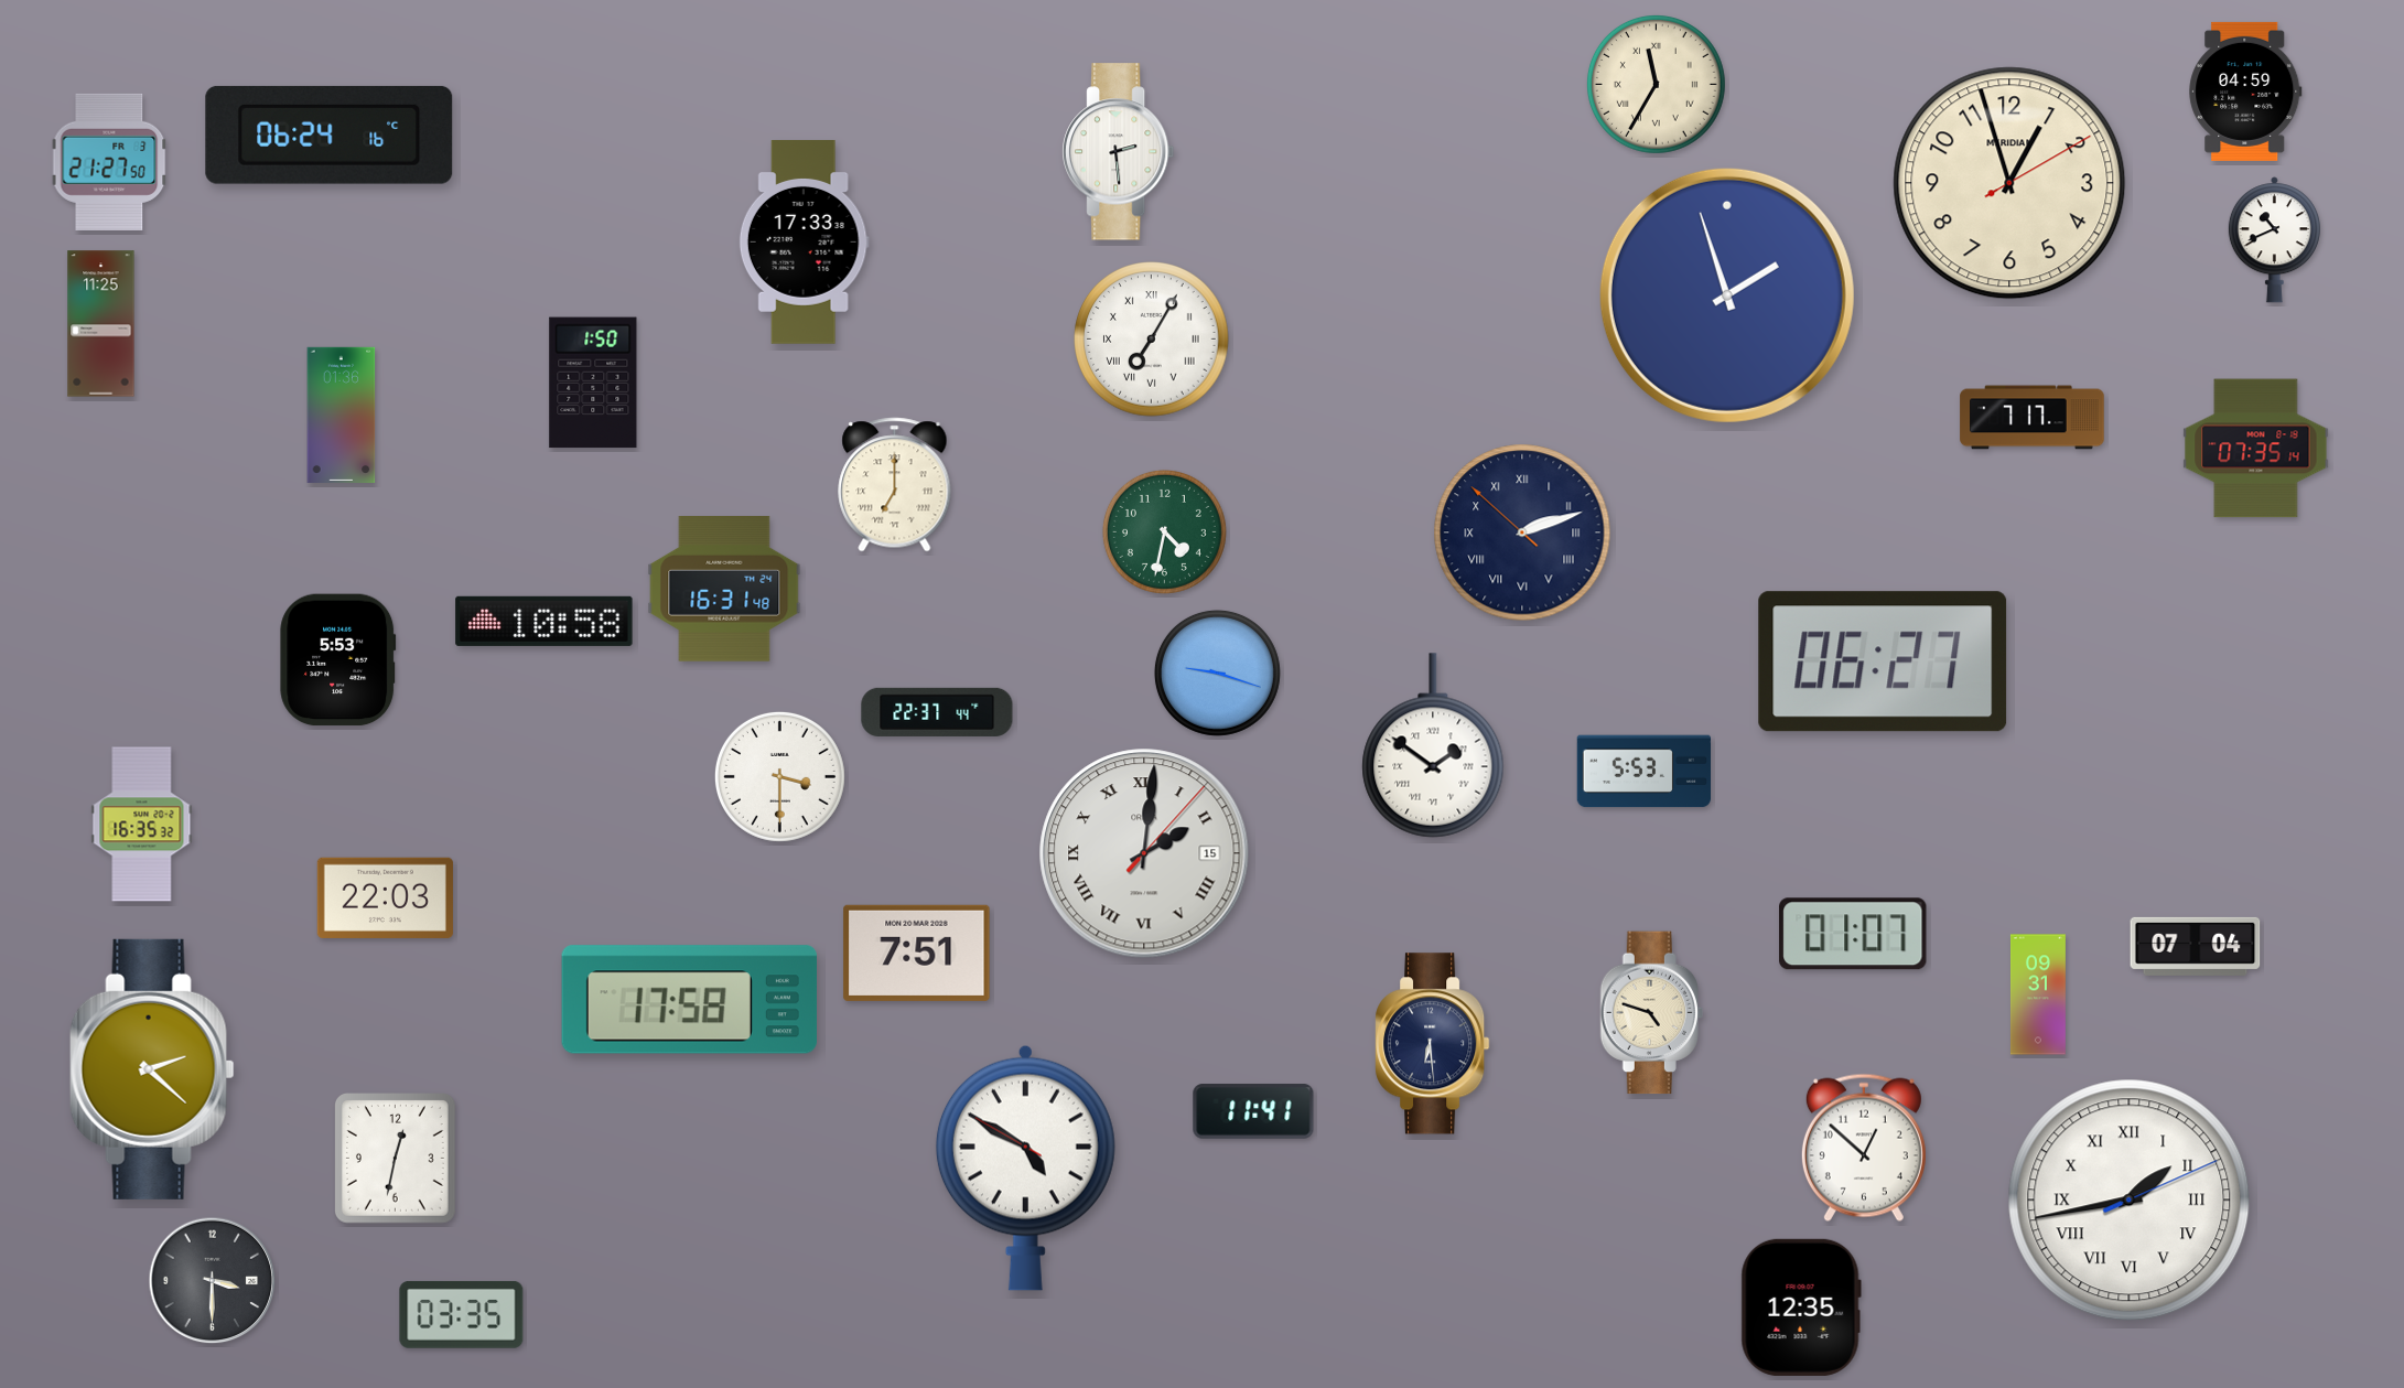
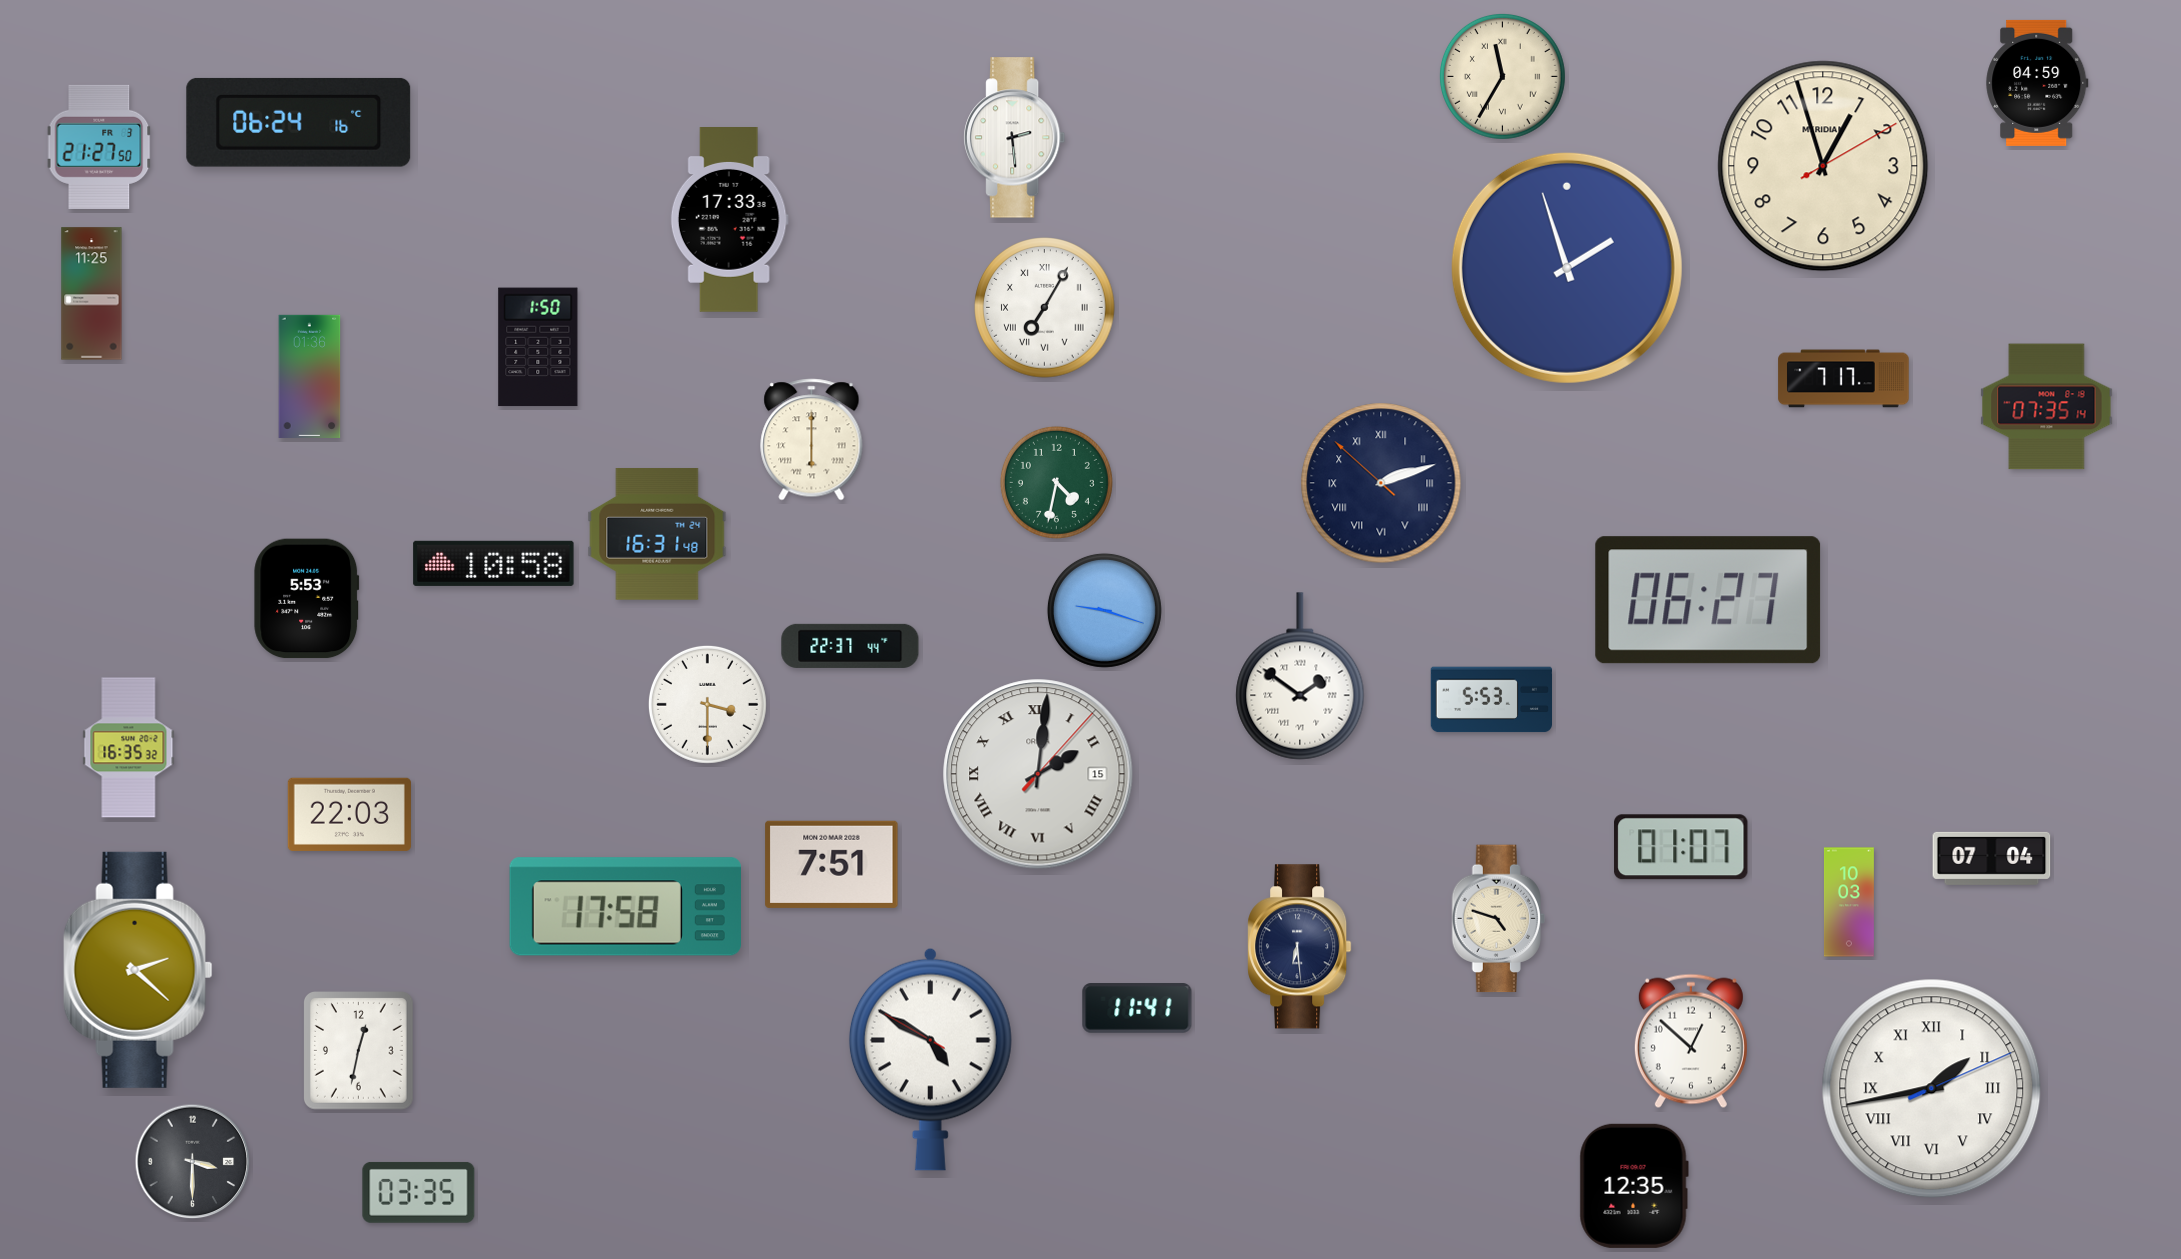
clock at (2274, 240): 10:41 -> none
clock at (895, 485): 7:00 -> 6:00
clock at (2038, 994): 09:31 -> 10:03
